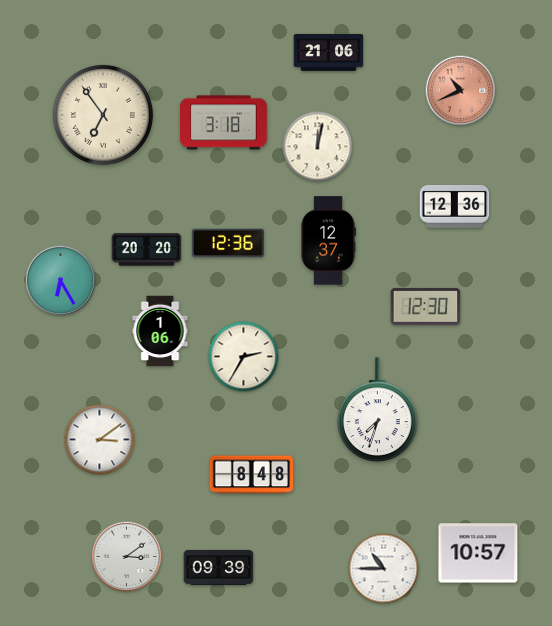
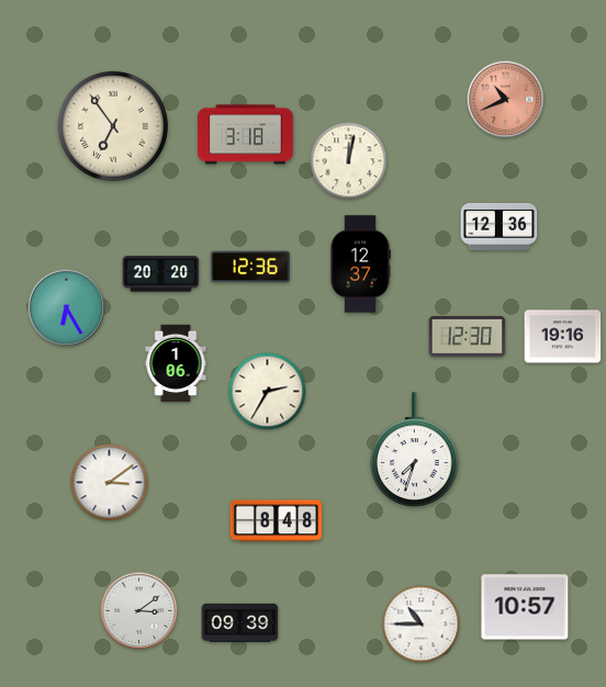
clock at (329, 52): 21:06 -> none
clock at (563, 337): none -> 19:16
